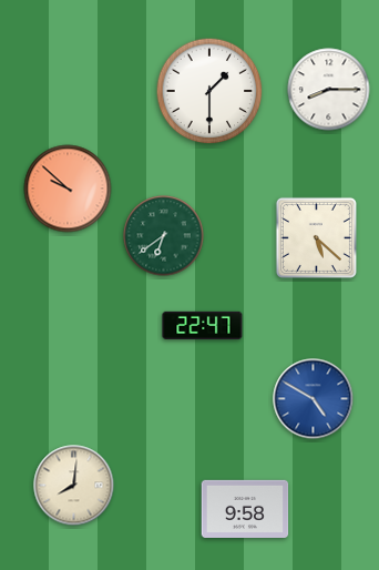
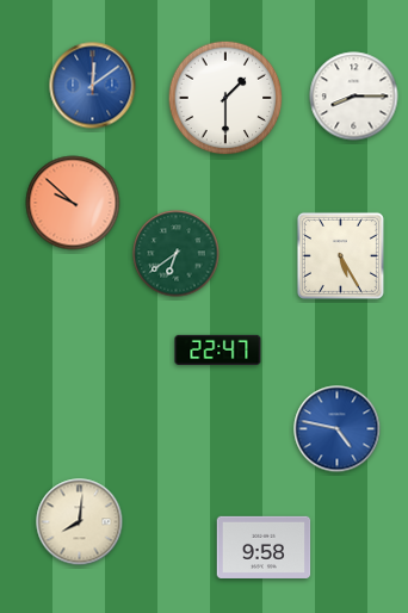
clock at (93, 86): none -> 12:09
clock at (316, 237): 5:22 -> 5:25
clock at (314, 399): 4:50 -> 4:47
